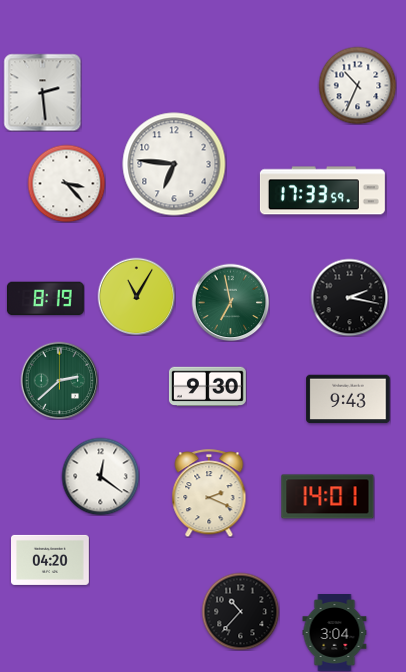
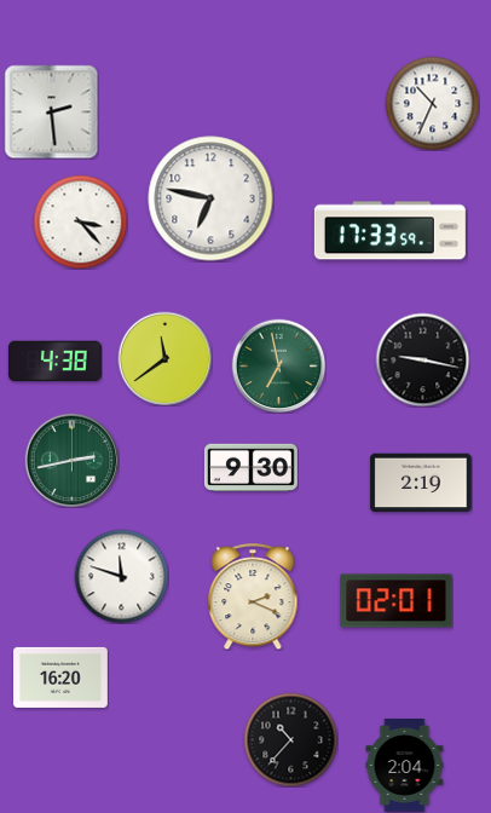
clock at (174, 164): 6:46 -> 6:47
clock at (136, 296): 11:05 -> 11:39
clock at (349, 297): 2:17 -> 9:17
clock at (45, 299): 8:19 -> 4:38
clock at (59, 380): 2:38 -> 2:43
clock at (348, 399): 9:43 -> 2:19
clock at (100, 476): 12:21 -> 11:48
clock at (328, 497): 14:01 -> 02:01
clock at (51, 560): 04:20 -> 16:20
clock at (335, 633): 3:04 -> 2:04
